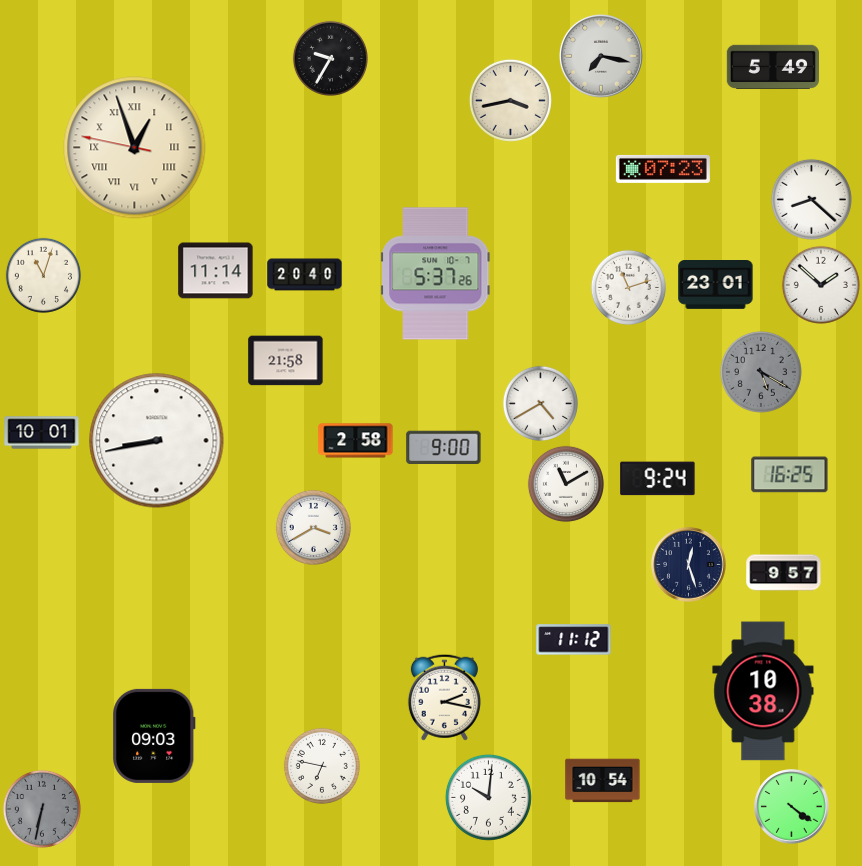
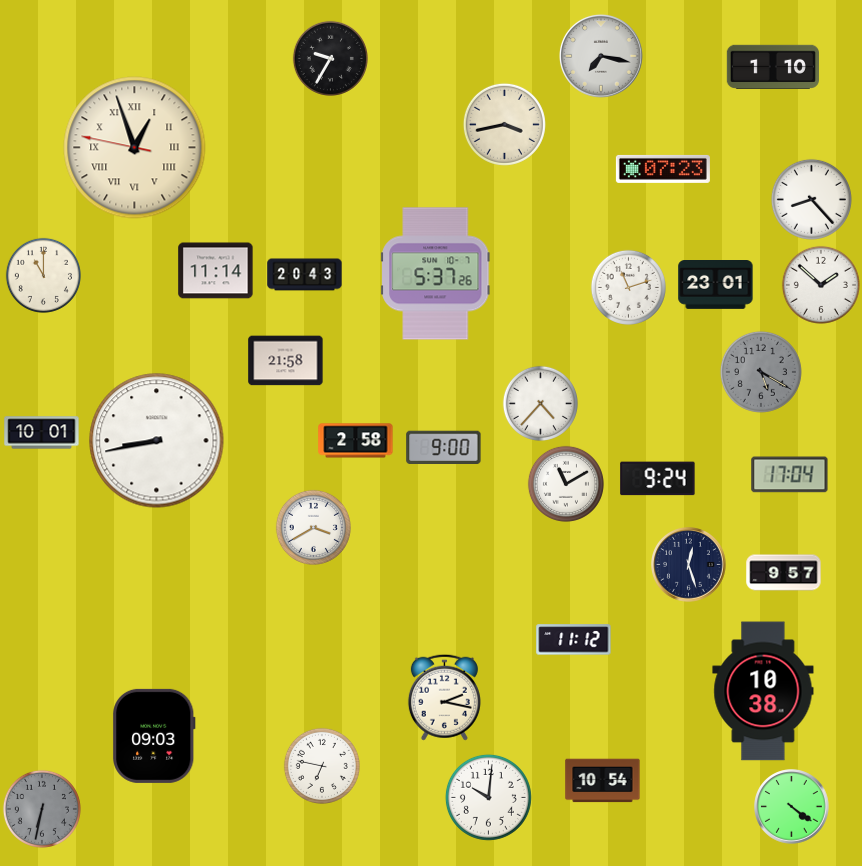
clock at (773, 67): 5:49 -> 1:10
clock at (510, 100) position: (510, 100) -> (504, 124)
clock at (811, 199): 8:22 -> 8:23
clock at (43, 275): 11:03 -> 11:00
clock at (305, 275): 20:40 -> 20:43
clock at (540, 403): 4:40 -> 4:37
clock at (790, 475): 16:25 -> 17:04
